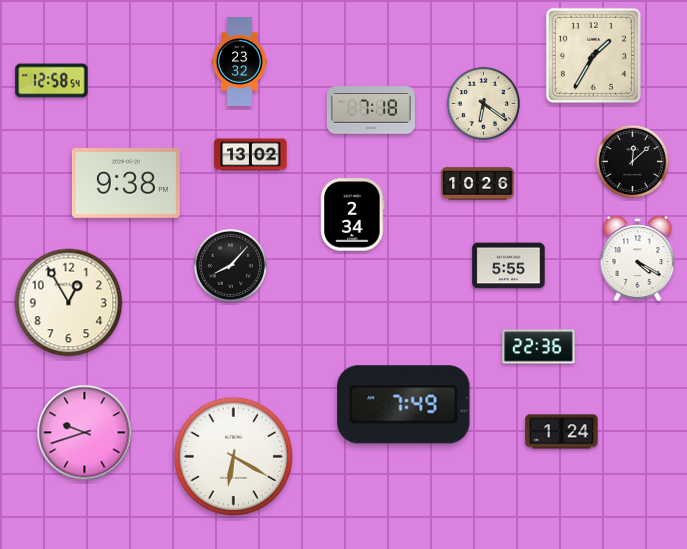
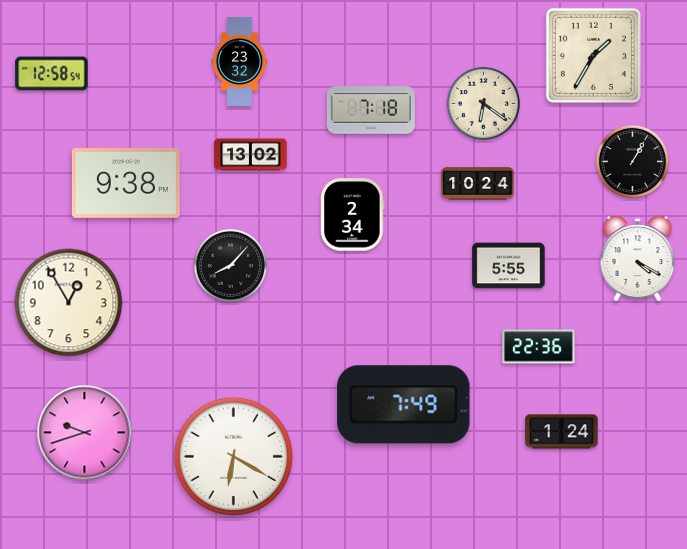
clock at (52, 81) position: (52, 81) -> (52, 74)
clock at (632, 161): 12:08 -> 1:05
clock at (478, 184): 10:26 -> 10:24
